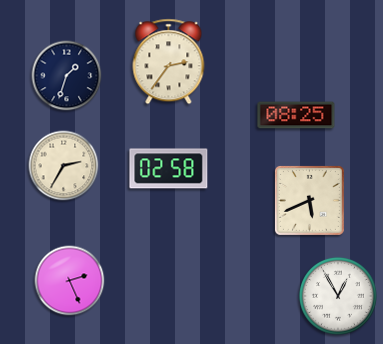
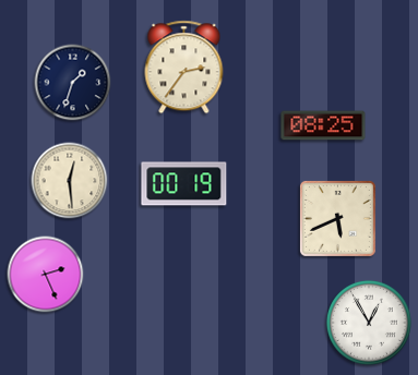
clock at (64, 166): 2:35 -> 12:29
clock at (169, 169): 02:58 -> 00:19
clock at (70, 281) position: (70, 281) -> (46, 275)
